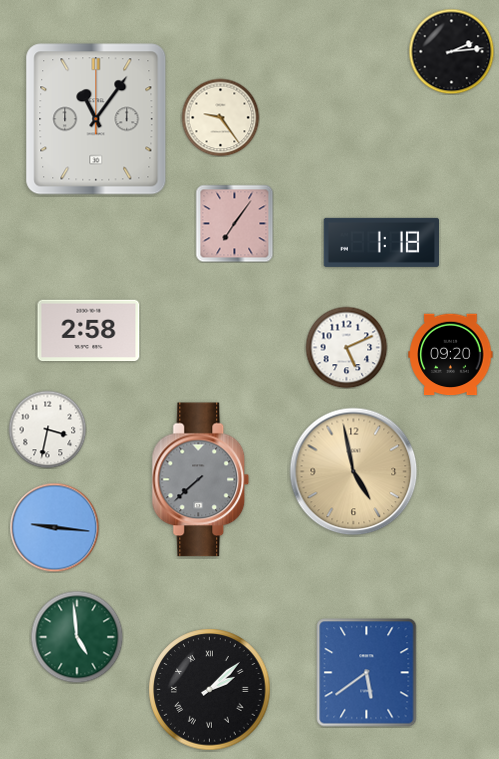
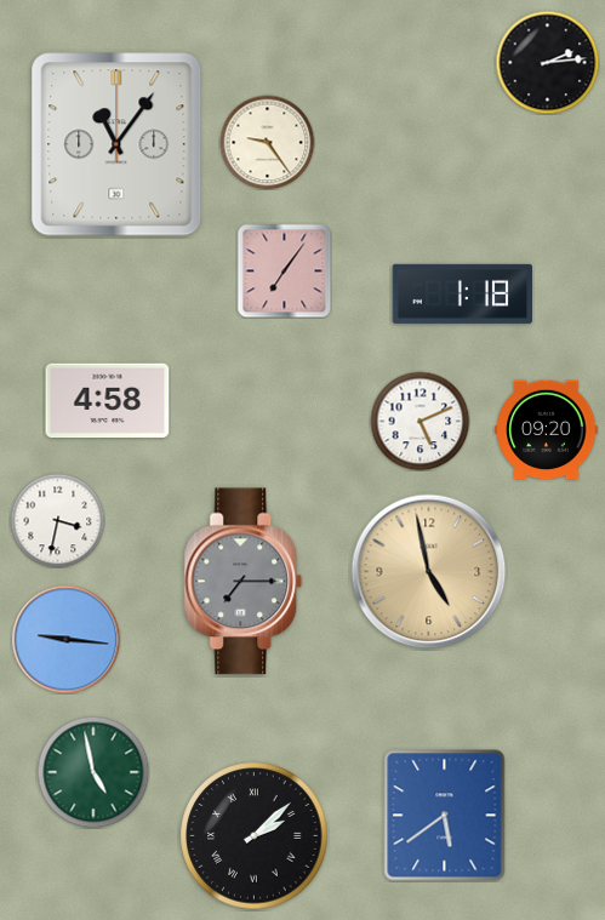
clock at (89, 331): 2:58 -> 4:58
clock at (201, 480): 7:38 -> 7:15
clock at (77, 637): 4:59 -> 4:58
